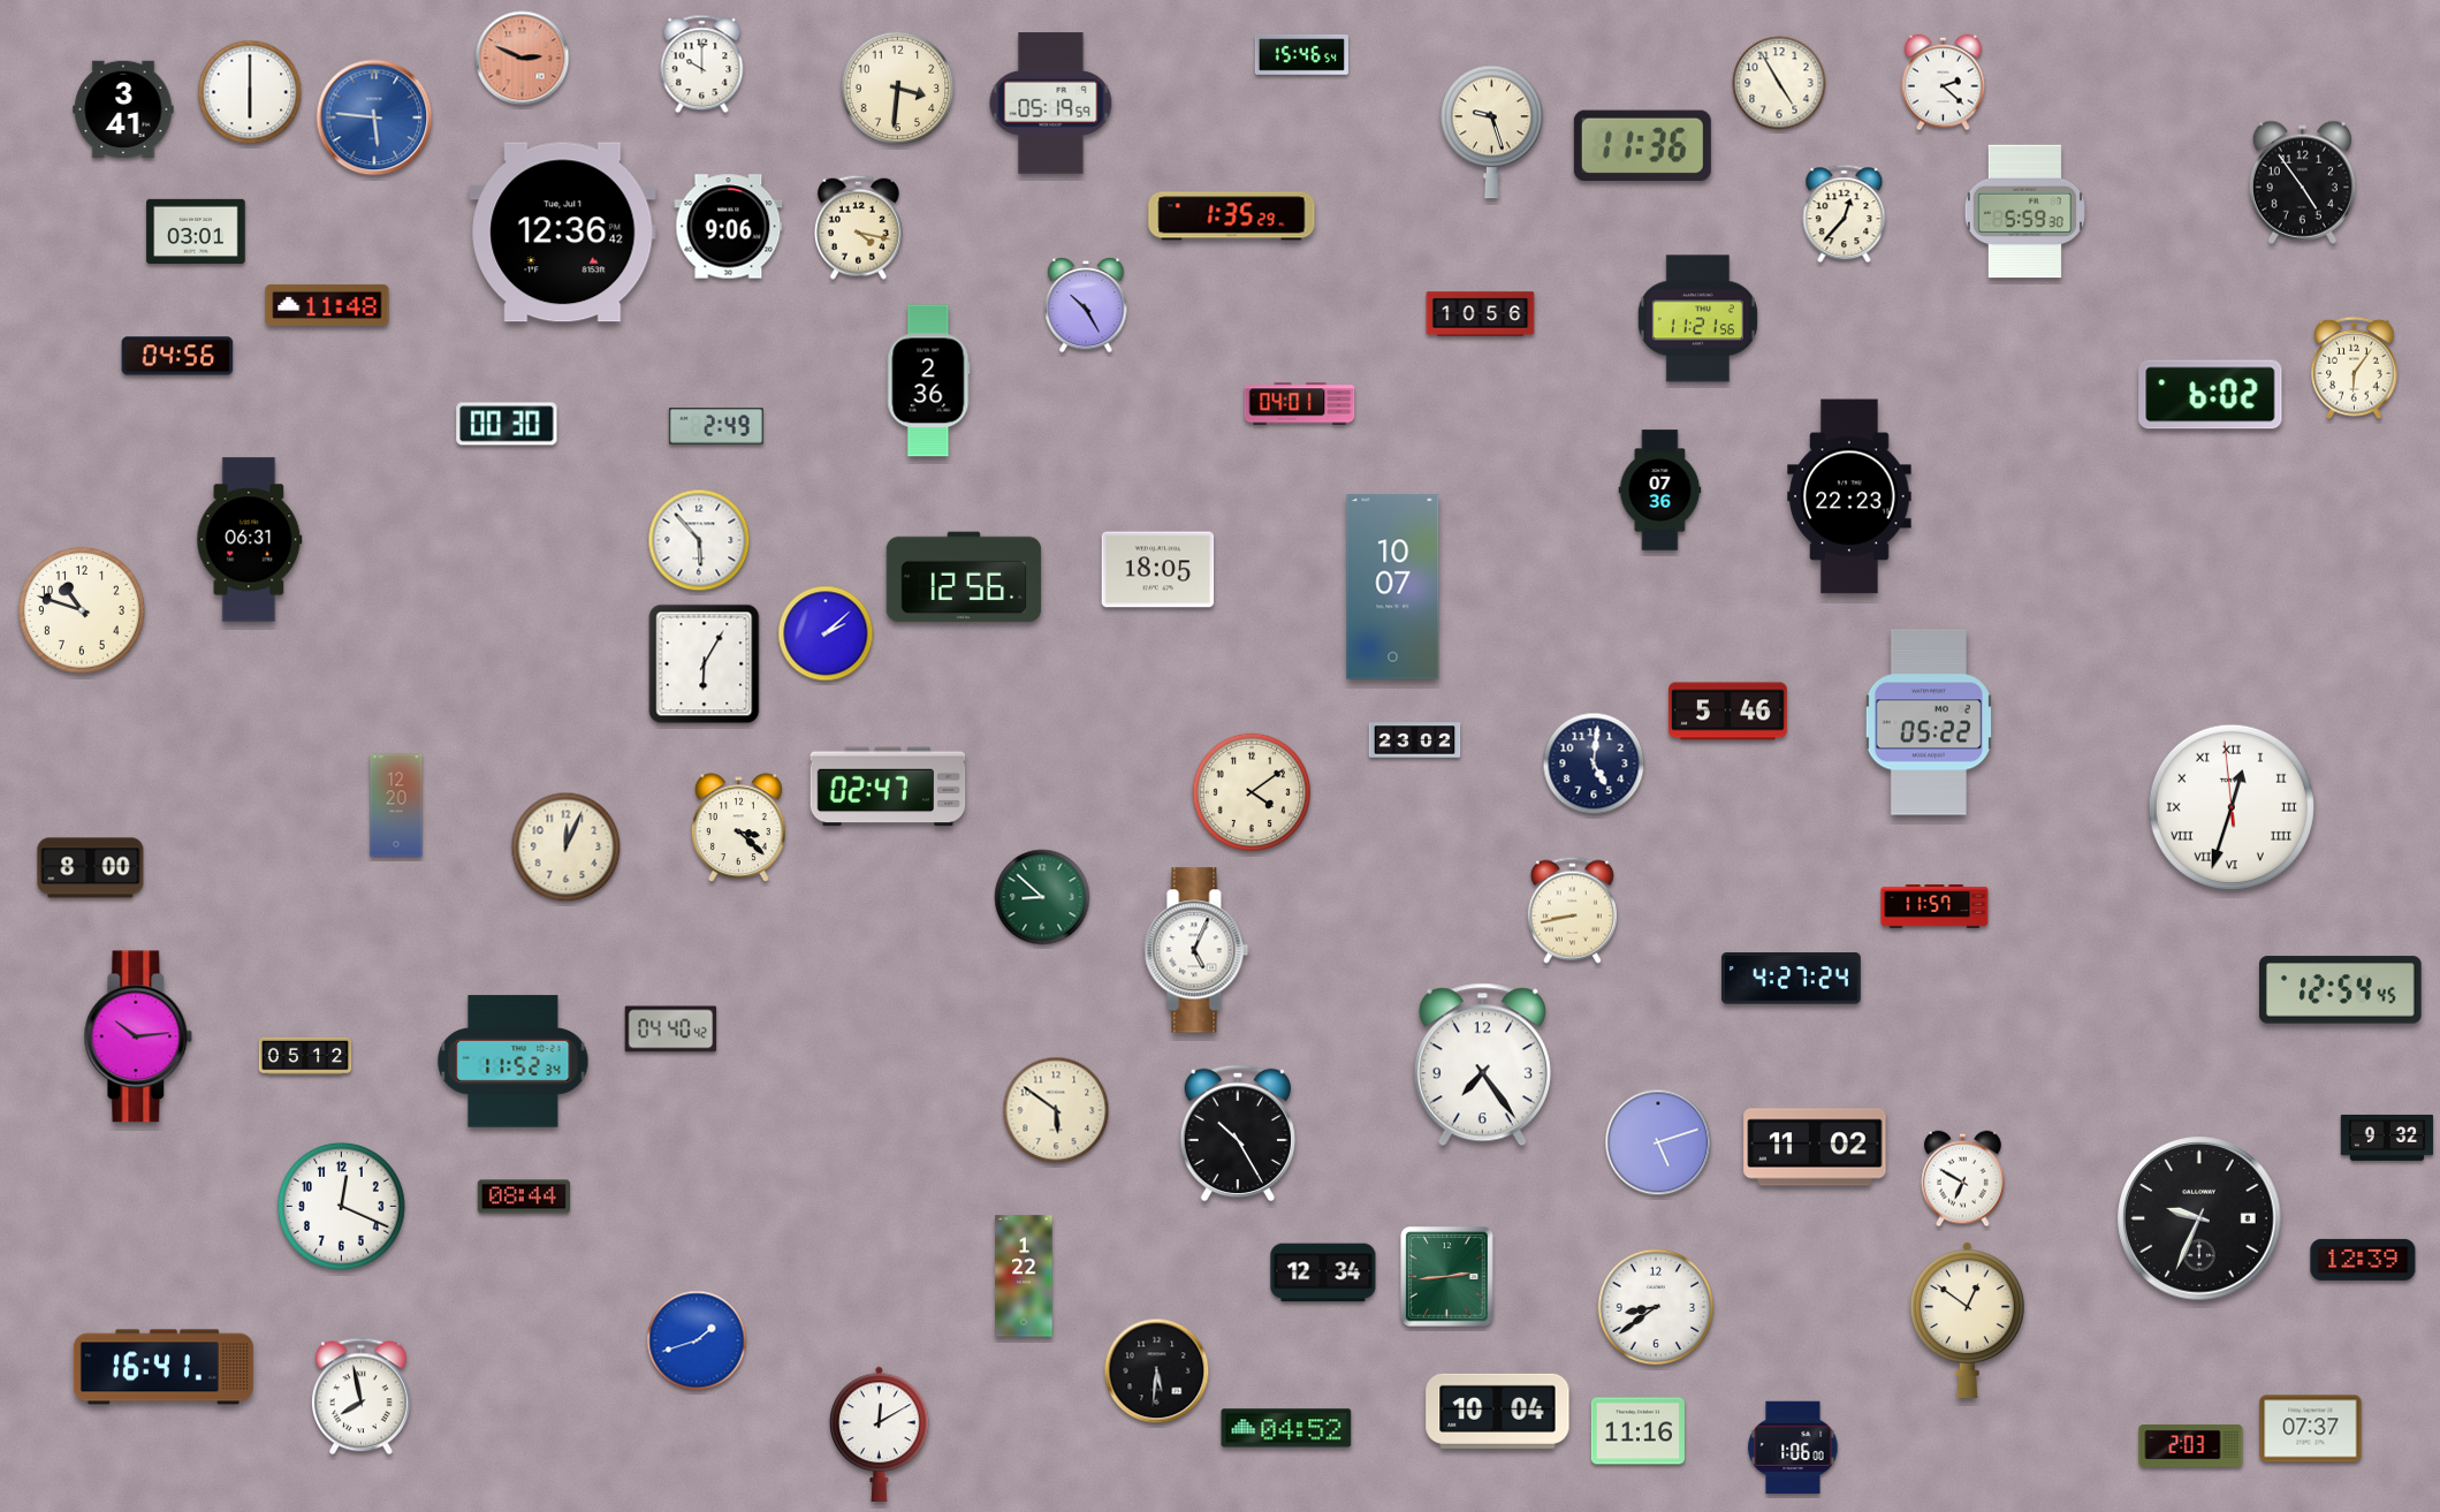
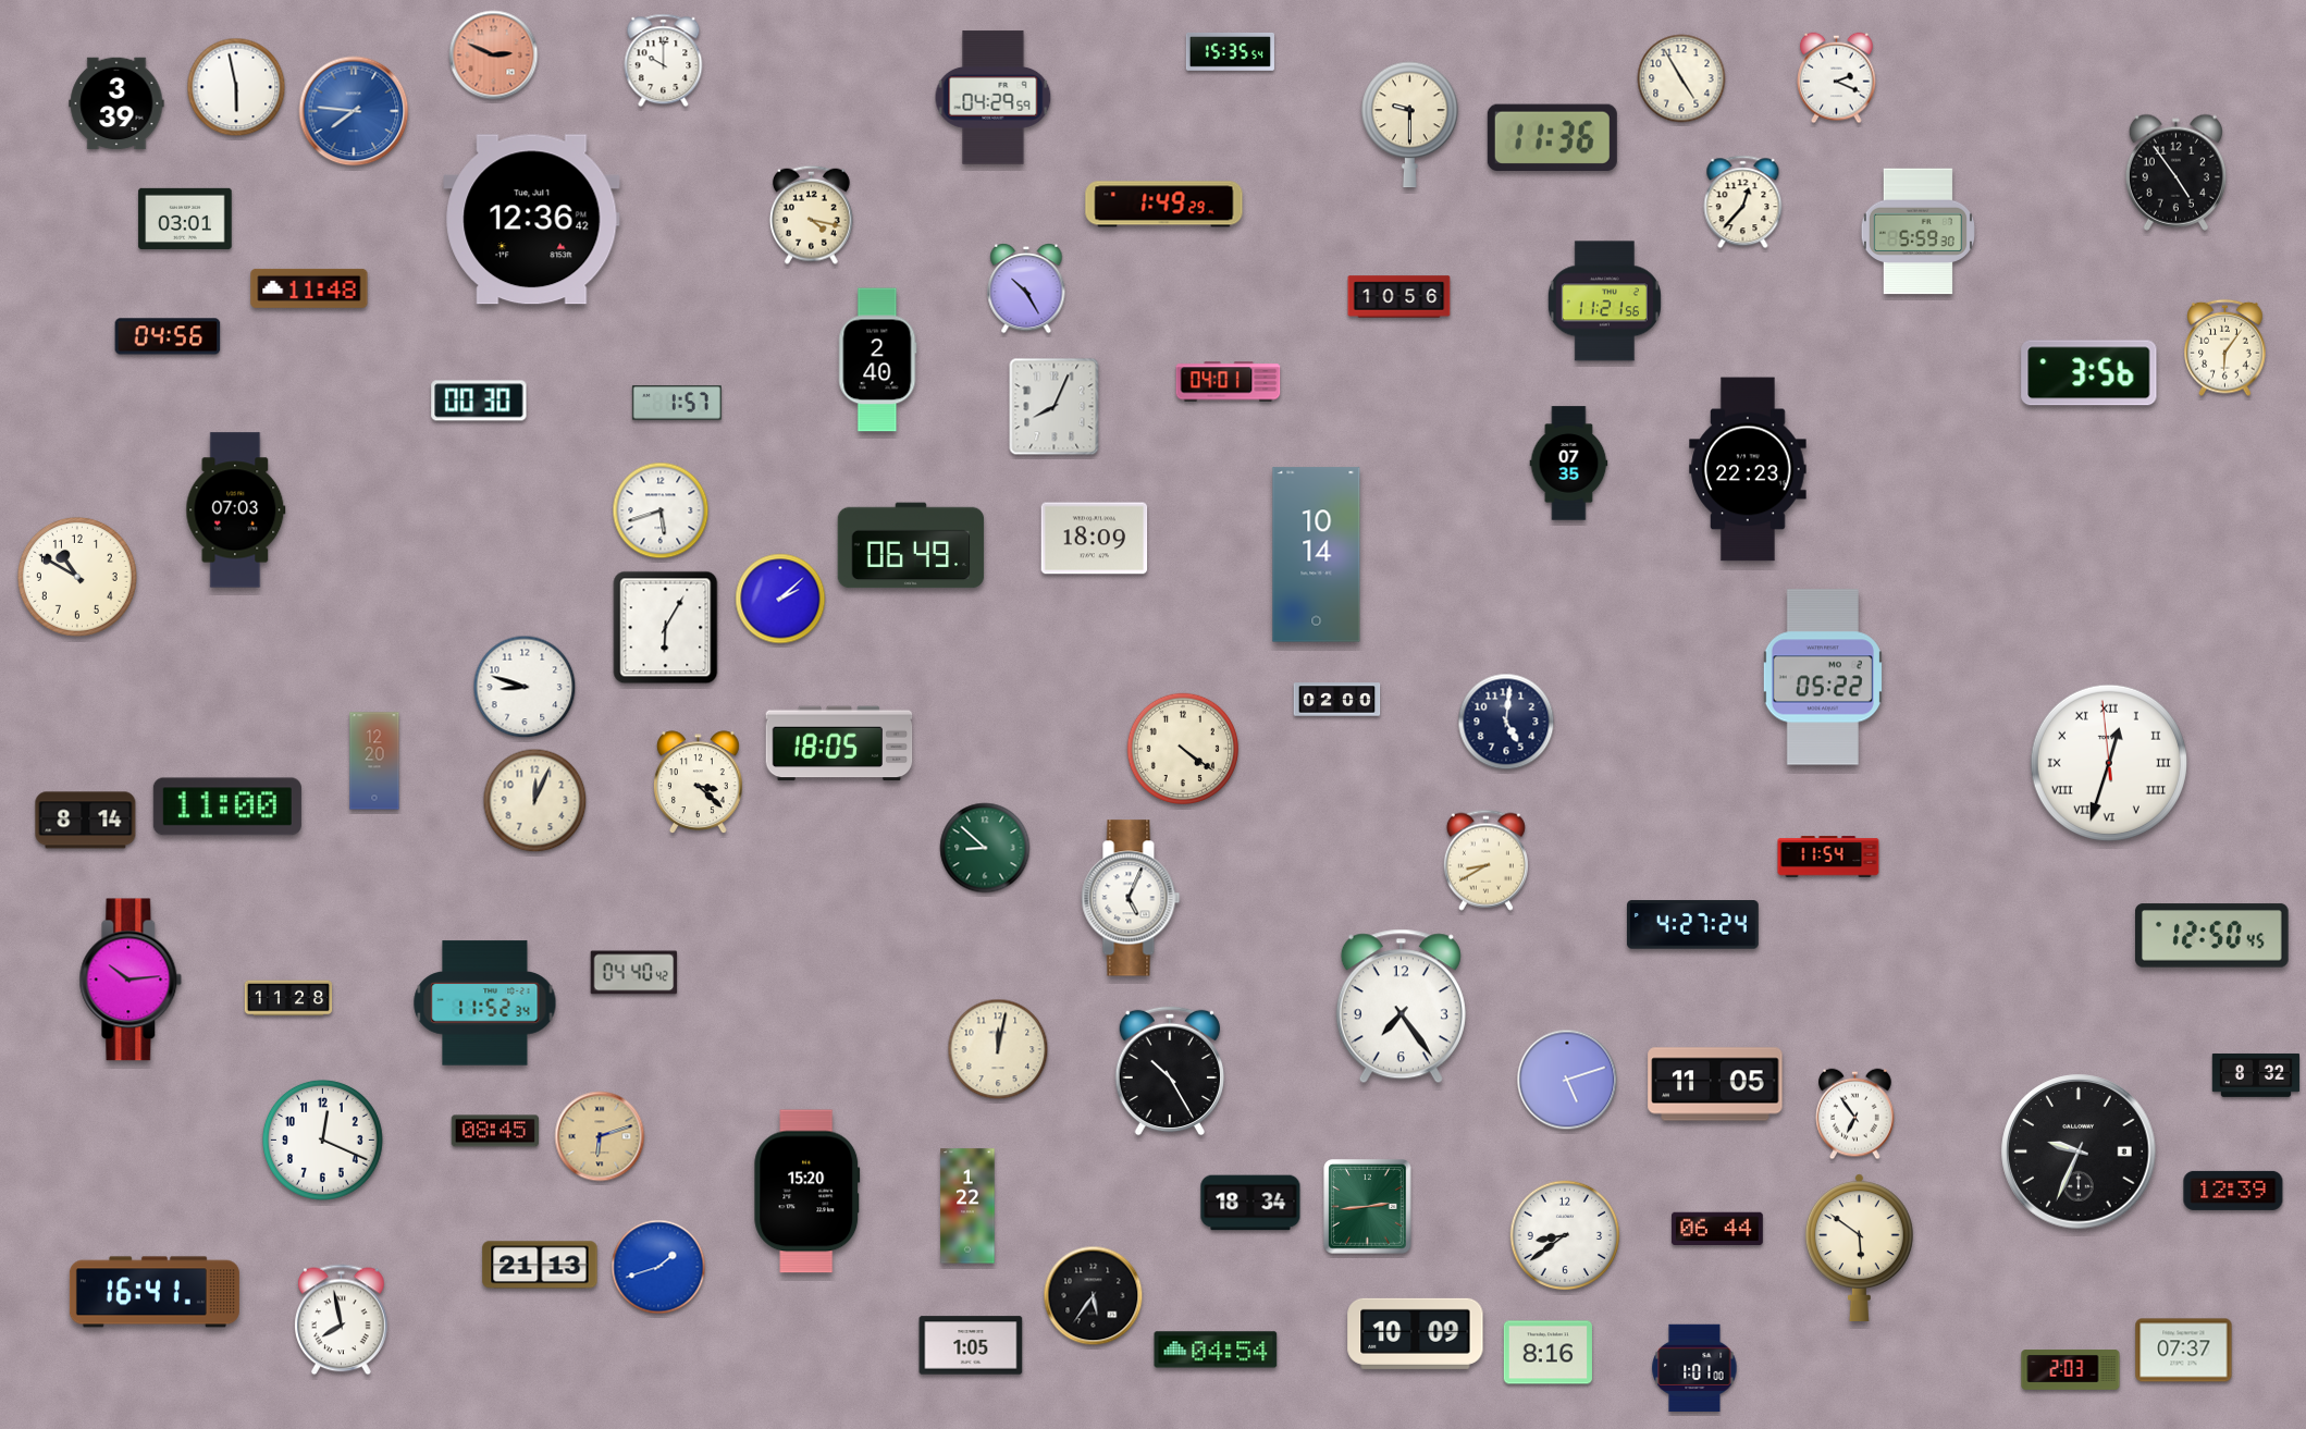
clock at (1301, 55): 15:46 -> 15:35
clock at (1944, 83): 2:22 -> 2:19
clock at (898, 89): 3:31 -> none
clock at (250, 92): 6:00 -> 5:58
clock at (1051, 104): 05:19 -> 04:29
clock at (123, 109): 3:41 -> 3:39
clock at (374, 117): 5:46 -> 7:46
clock at (1492, 132): 9:27 -> 9:30
clock at (2024, 212) position: (2024, 212) -> (1917, 232)
clock at (1232, 216): 1:35 -> 1:49
clock at (729, 227): 9:06 -> none
clock at (929, 381): 2:36 -> 2:40
clock at (2211, 395): 6:02 -> 3:56
clock at (716, 426): 2:49 -> 1:57
clock at (1055, 407): none -> 8:04
clock at (1660, 491): 07:36 -> 07:35
clock at (250, 540): 06:31 -> 07:03
clock at (699, 540): 5:53 -> 5:42
clock at (1158, 570): 18:05 -> 18:09
clock at (964, 577): 12:56 -> 06:49
clock at (1393, 587): 10:07 -> 10:14
clock at (82, 610): 10:48 -> 10:50
clock at (1728, 712): 5:46 -> none
clock at (1929, 722) position: (1929, 722) -> (1823, 677)
clock at (525, 687): none -> 8:48
clock at (1415, 740): 23:02 -> 02:00
clock at (888, 787): 02:47 -> 18:05
clock at (1251, 791): 4:09 -> 4:21
clock at (227, 806): none -> 11:00
clock at (91, 868): 8:00 -> 8:14
clock at (1934, 906): 11:57 -> 11:54
clock at (1572, 910): 8:43 -> 8:40
clock at (2341, 990): 12:54 -> 12:50
clock at (305, 1056): 05:12 -> 11:28
clock at (1056, 1110): 5:51 -> 12:02
clock at (2387, 1138): 9:32 -> 8:32
clock at (1815, 1147): 11:02 -> 11:05
clock at (1963, 1179): 6:50 -> 6:54
clock at (524, 1196): 08:44 -> 08:45
clock at (600, 1136): none -> 6:12
clock at (807, 1192): none -> 15:20
clock at (1323, 1272): 12:34 -> 18:34
clock at (1717, 1229): none -> 06:44
clock at (1967, 1320): 12:51 -> 5:51
clock at (540, 1265): none -> 21:13
clock at (1157, 1372): 5:31 -> 5:36
clock at (1498, 1411): 10:04 -> 10:09
clock at (971, 1345): none -> 1:05
clock at (1286, 1428): 04:52 -> 04:54
clock at (1637, 1431): 11:16 -> 8:16
clock at (880, 1434): 12:10 -> none
clock at (1793, 1446): 1:06 -> 1:01
clock at (2191, 1446) position: (2191, 1446) -> (2071, 1370)
